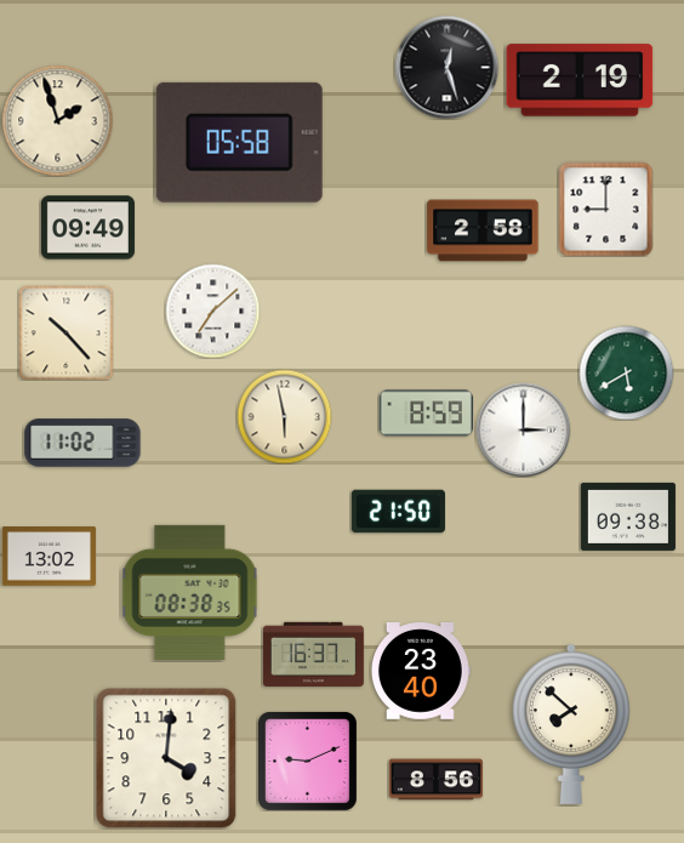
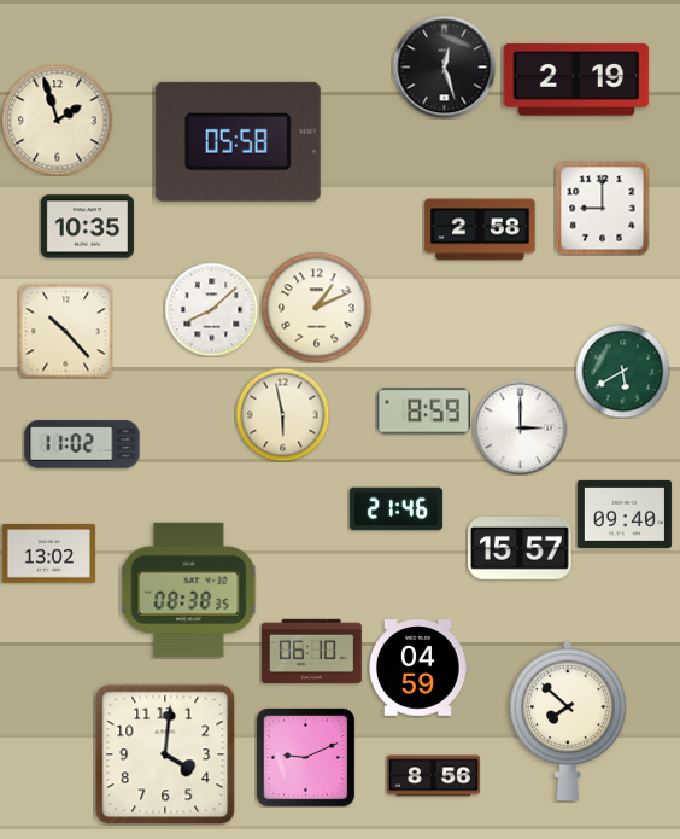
clock at (87, 228): 09:49 -> 10:35
clock at (316, 307): none -> 1:11
clock at (212, 311): 7:08 -> 8:08
clock at (82, 443) position: (82, 443) -> (82, 444)
clock at (398, 512): 21:50 -> 21:46
clock at (628, 517): 09:38 -> 09:40
clock at (521, 548): none -> 15:57
clock at (313, 654): 16:37 -> 06:10
clock at (421, 672): 23:40 -> 04:59
